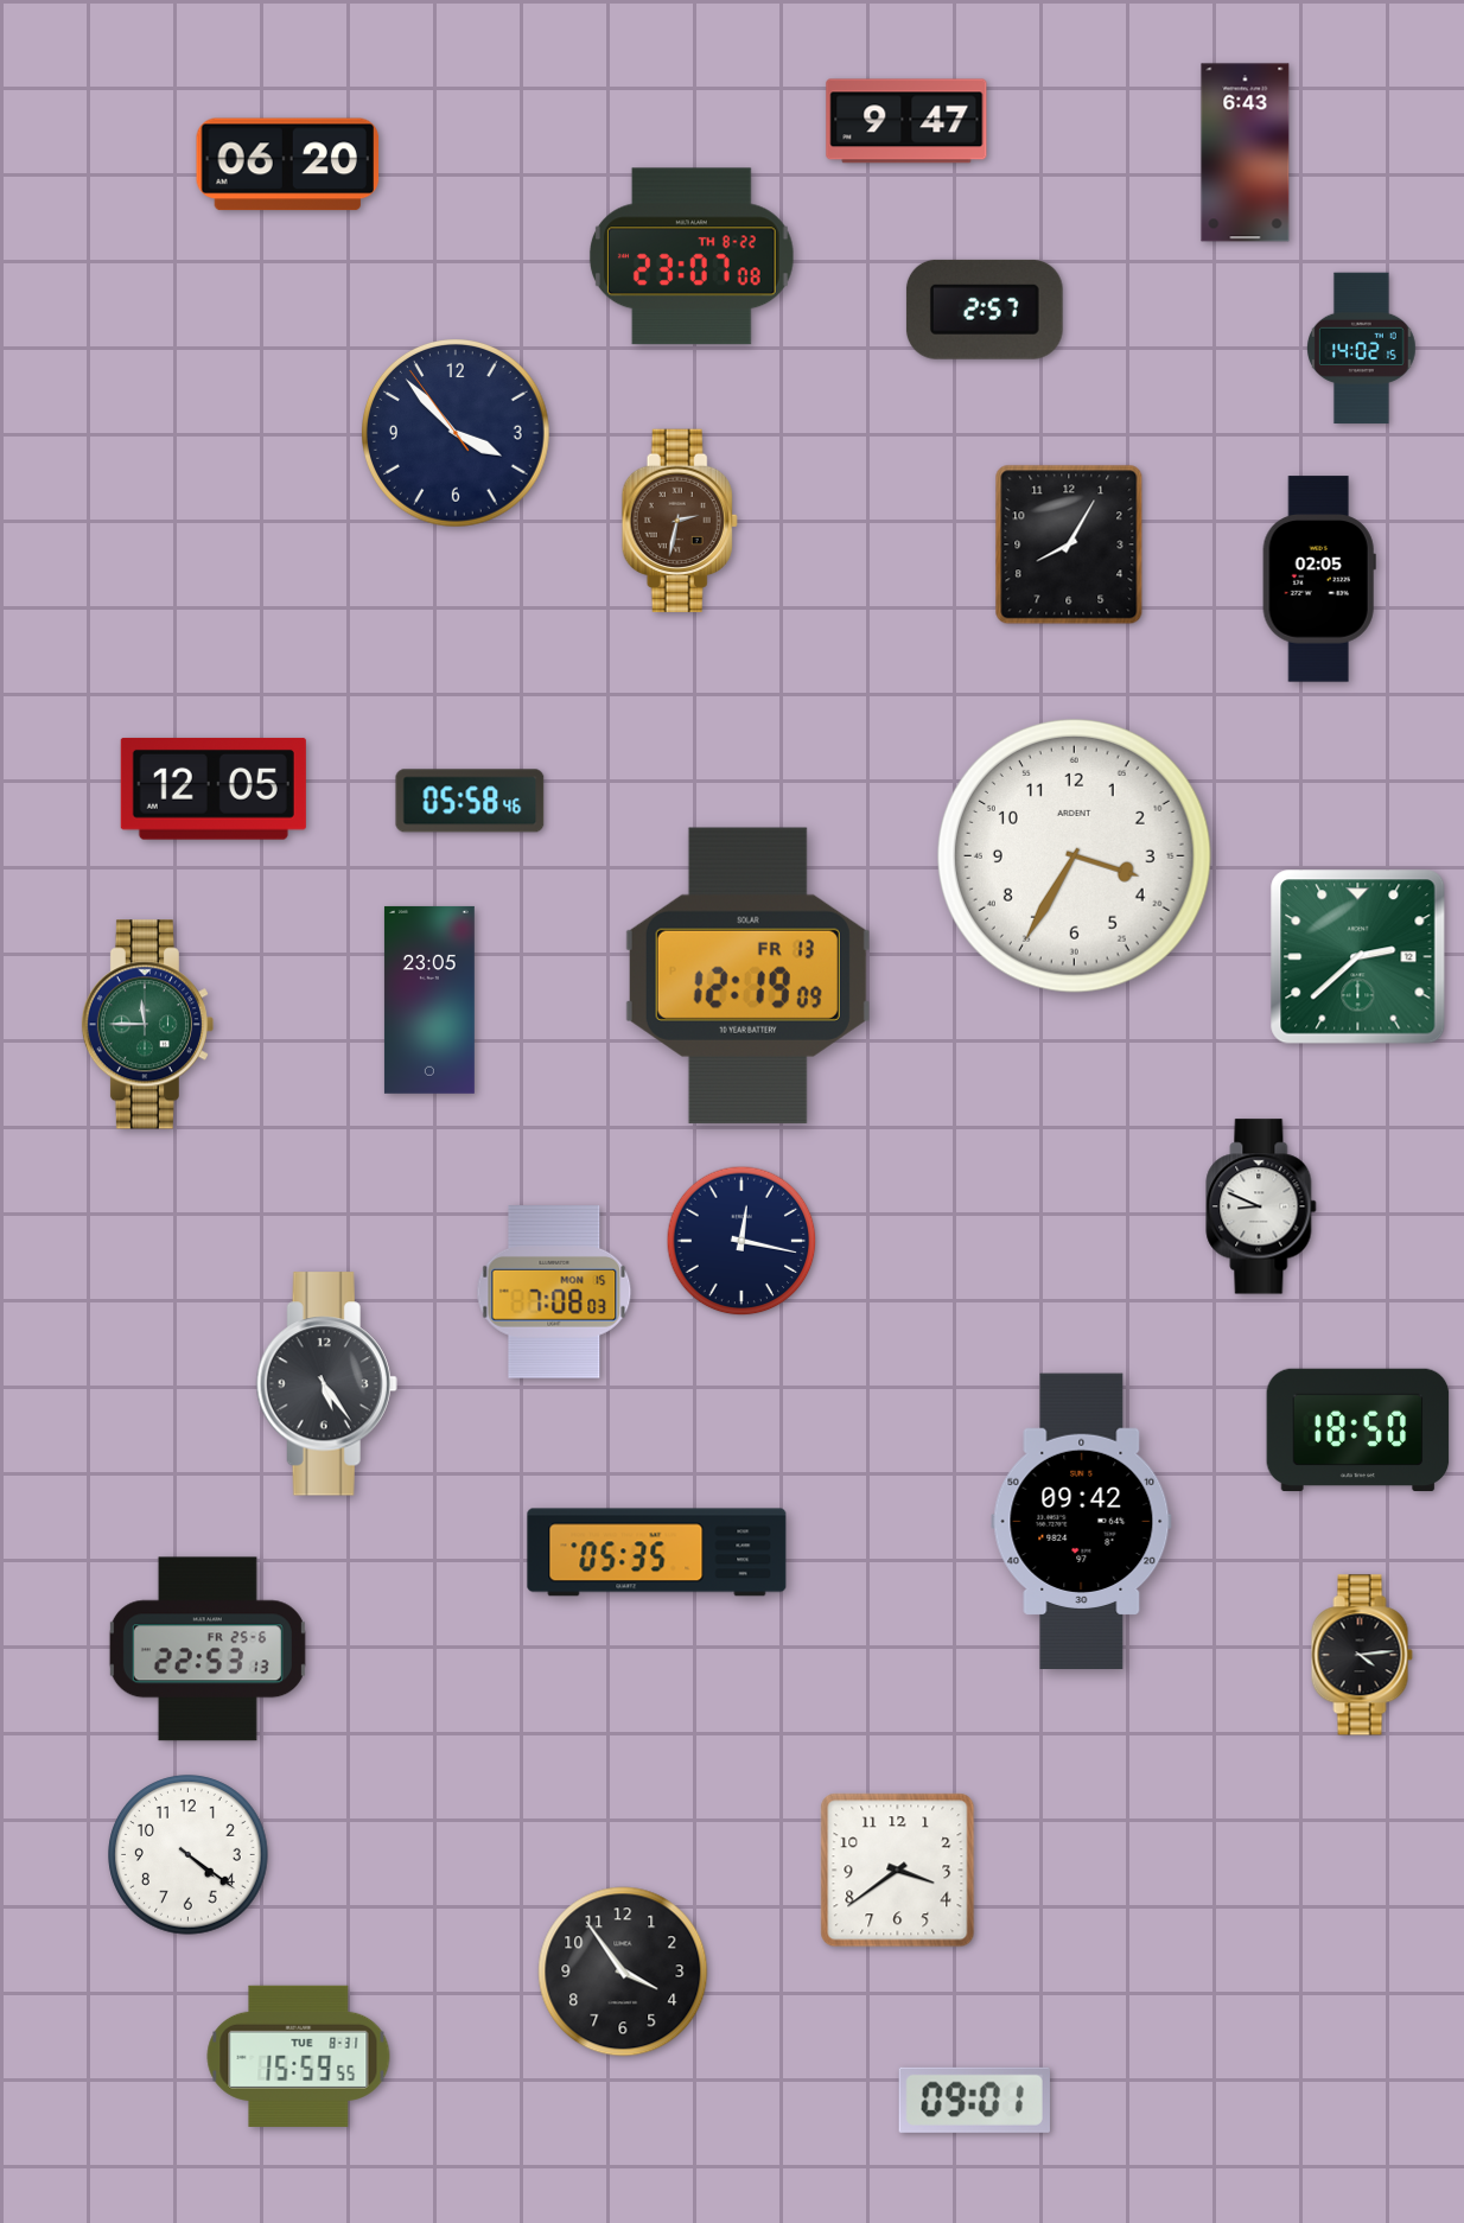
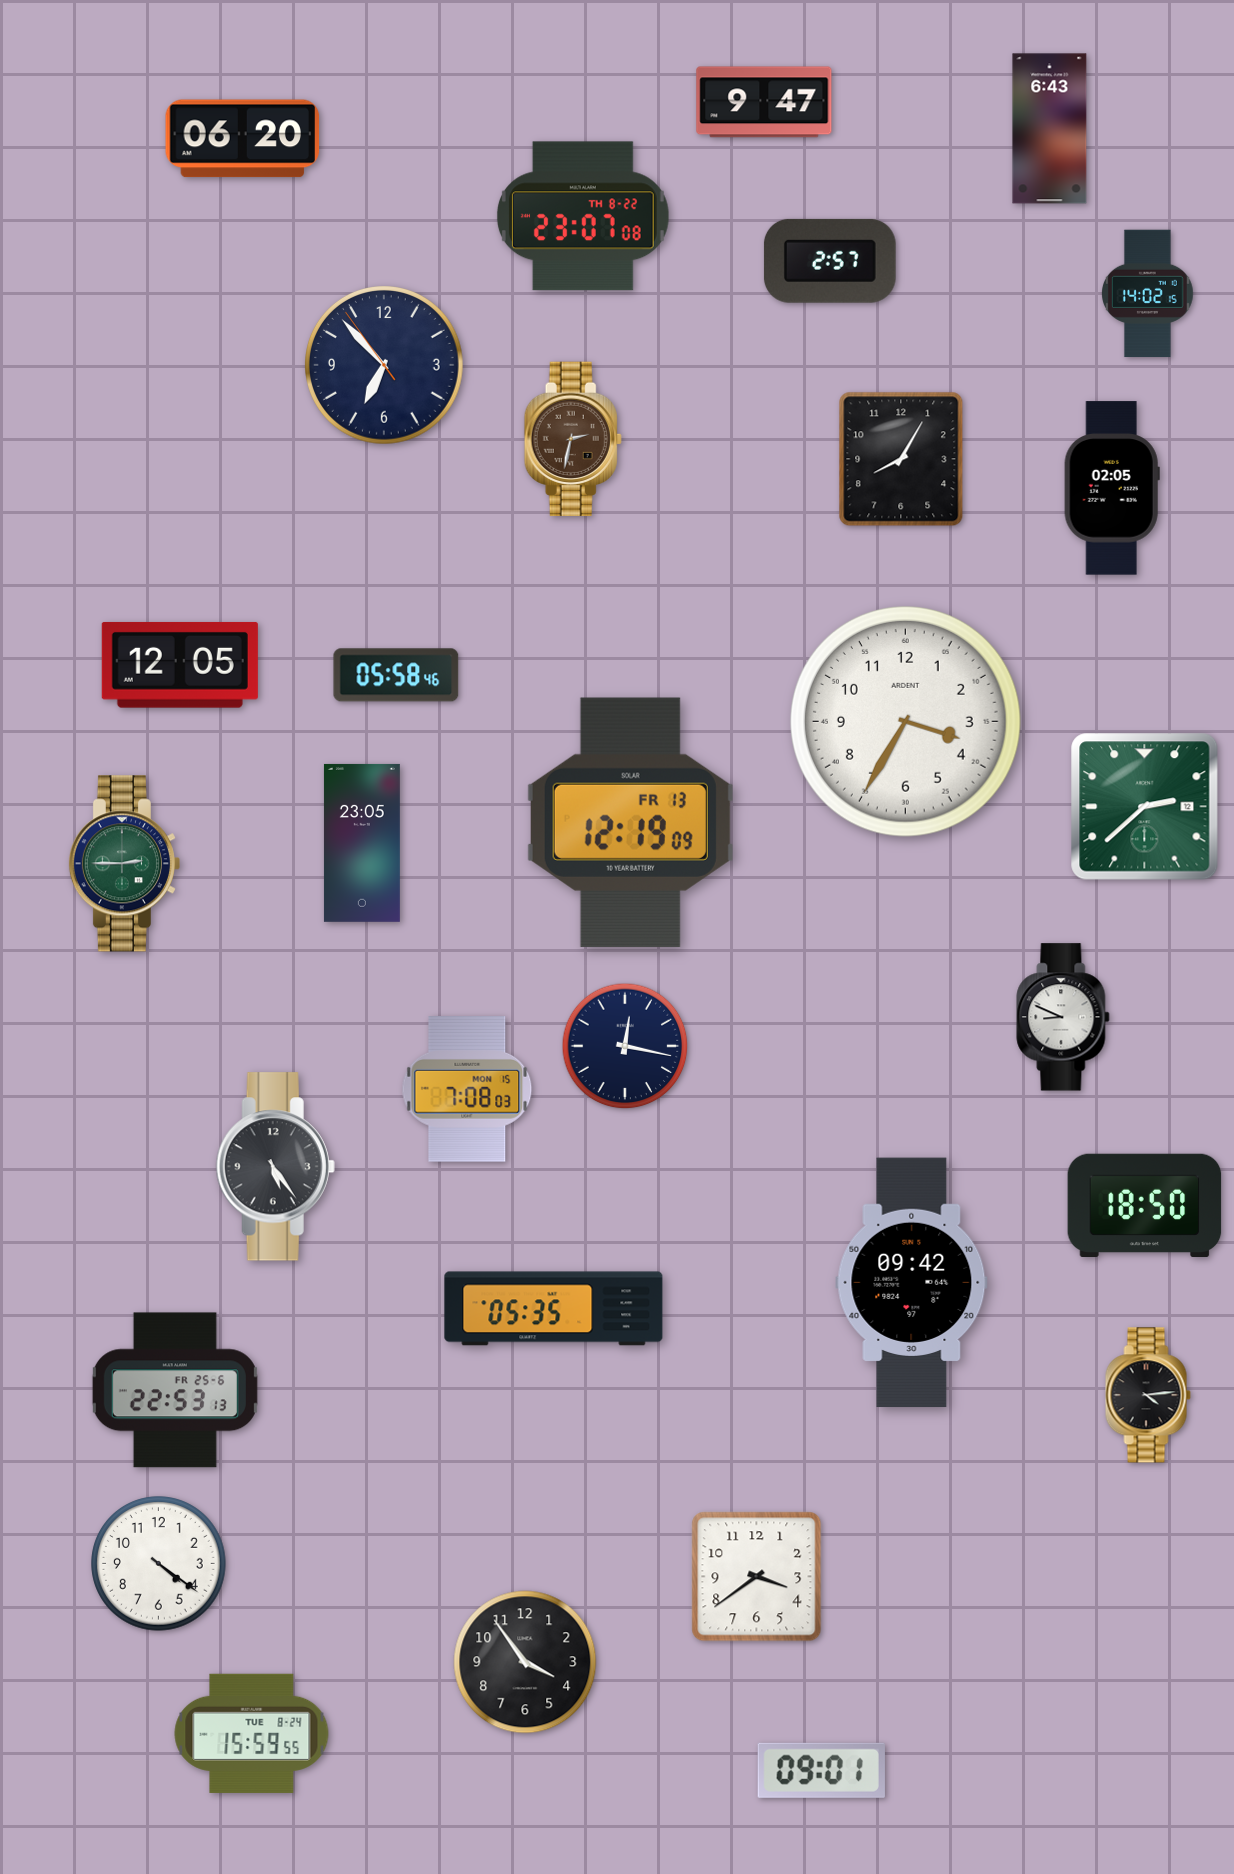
clock at (457, 434): 3:52 -> 6:52
clock at (147, 1025): 11:45 -> 2:45
clock at (299, 2056) date: TUE 8-31 -> TUE 8-24
